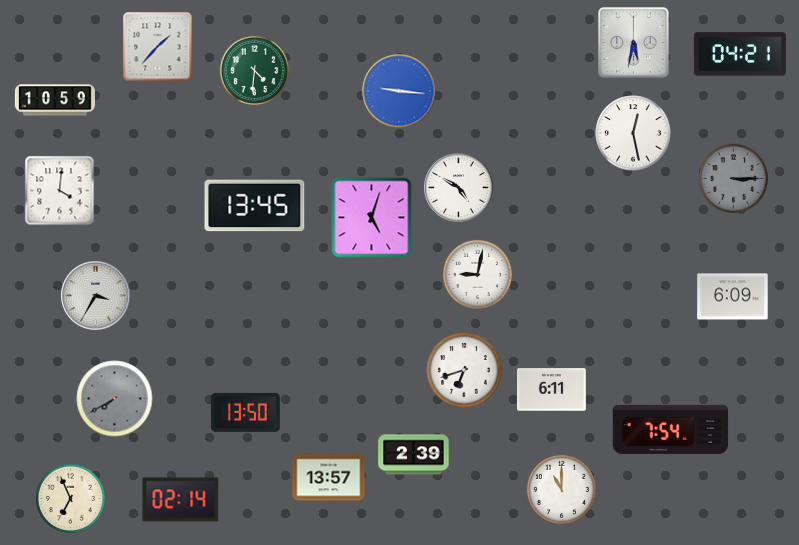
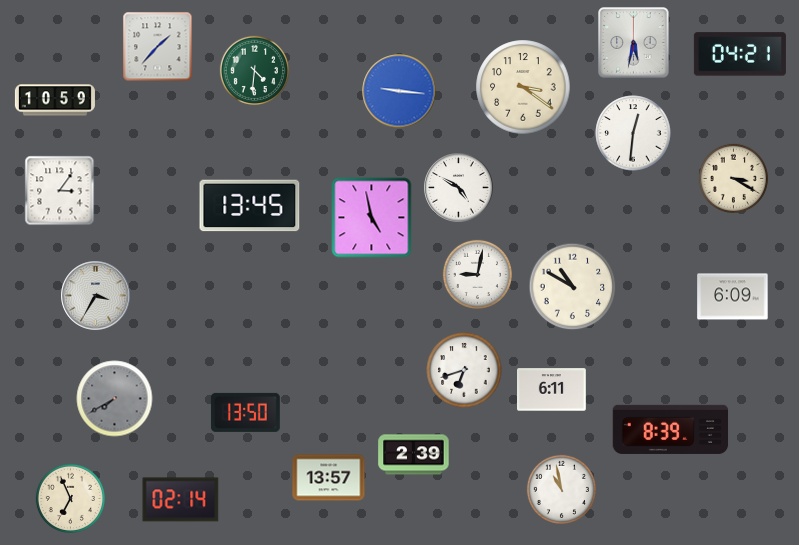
clock at (523, 87): none -> 3:21
clock at (633, 133): 12:28 -> 12:31
clock at (733, 178): 3:15 -> 3:20
clock at (733, 178) dial: grey -> cream
clock at (60, 191): 4:01 -> 3:06
clock at (255, 206) position: (255, 206) -> (250, 206)
clock at (372, 218): 5:03 -> 4:58
clock at (573, 287): none -> 10:50
clock at (671, 429): 7:54 -> 8:39
clock at (561, 489): 11:00 -> 10:58
